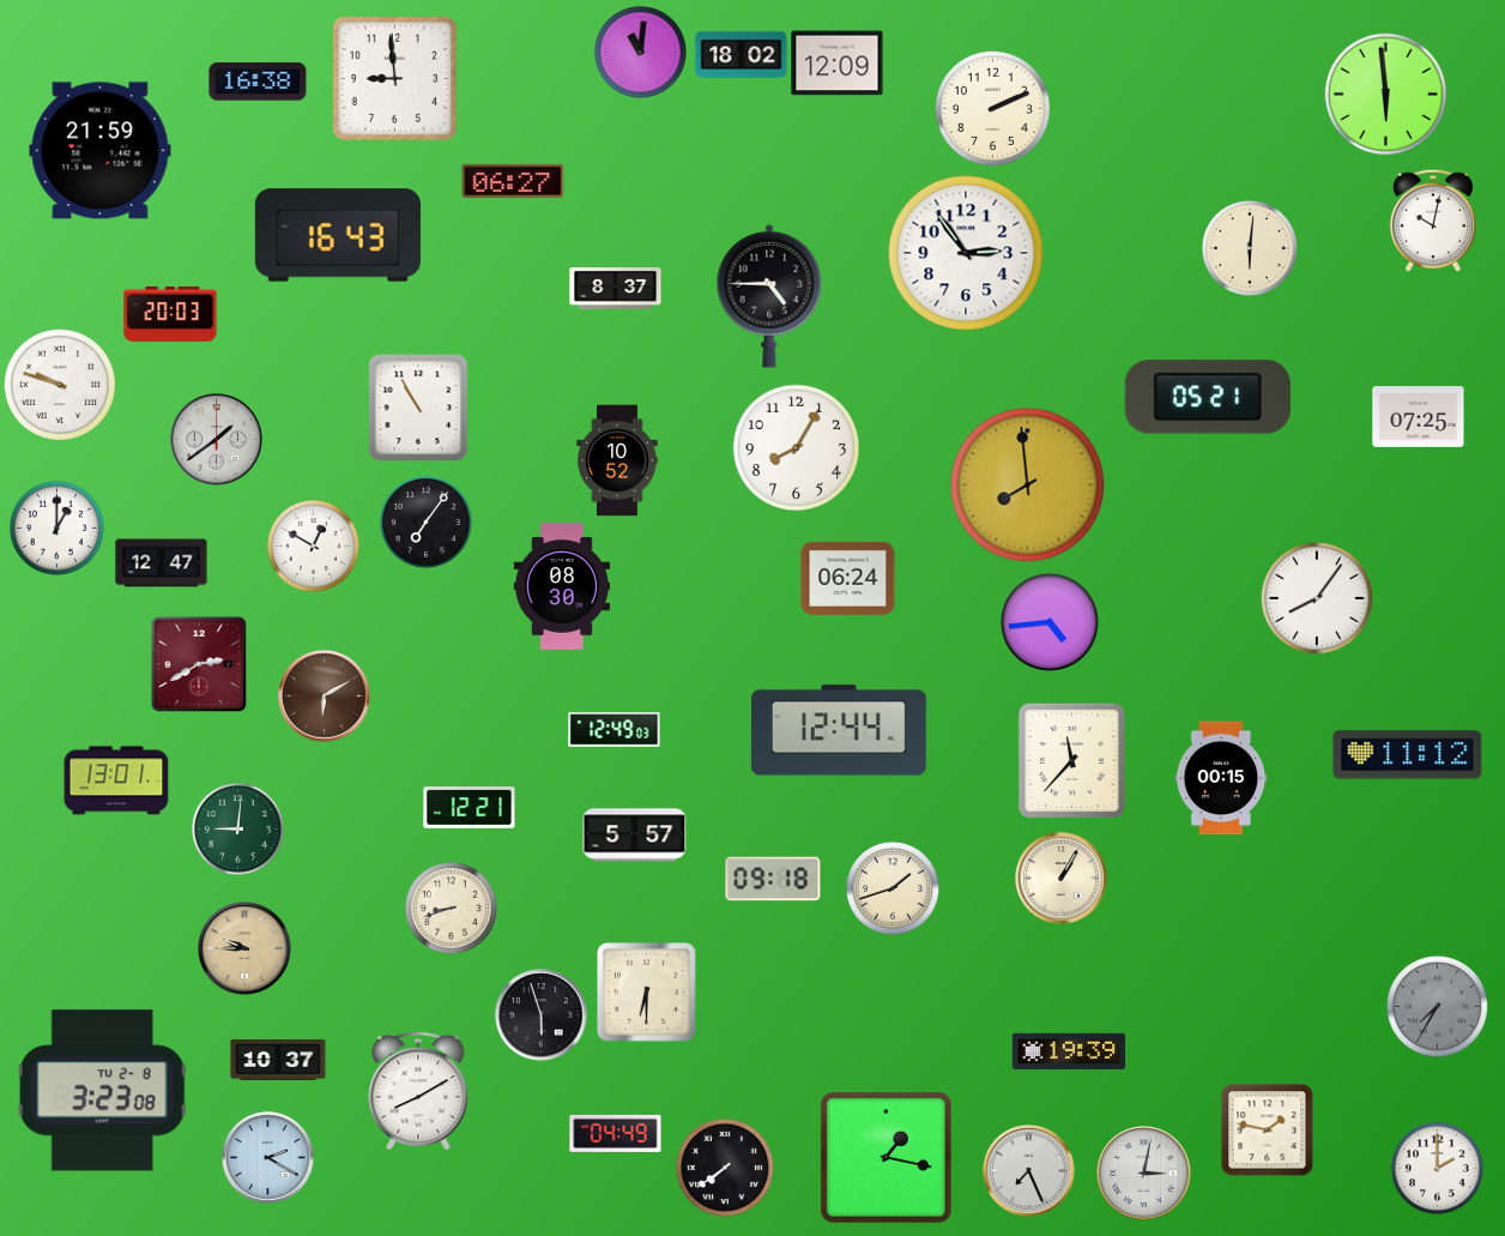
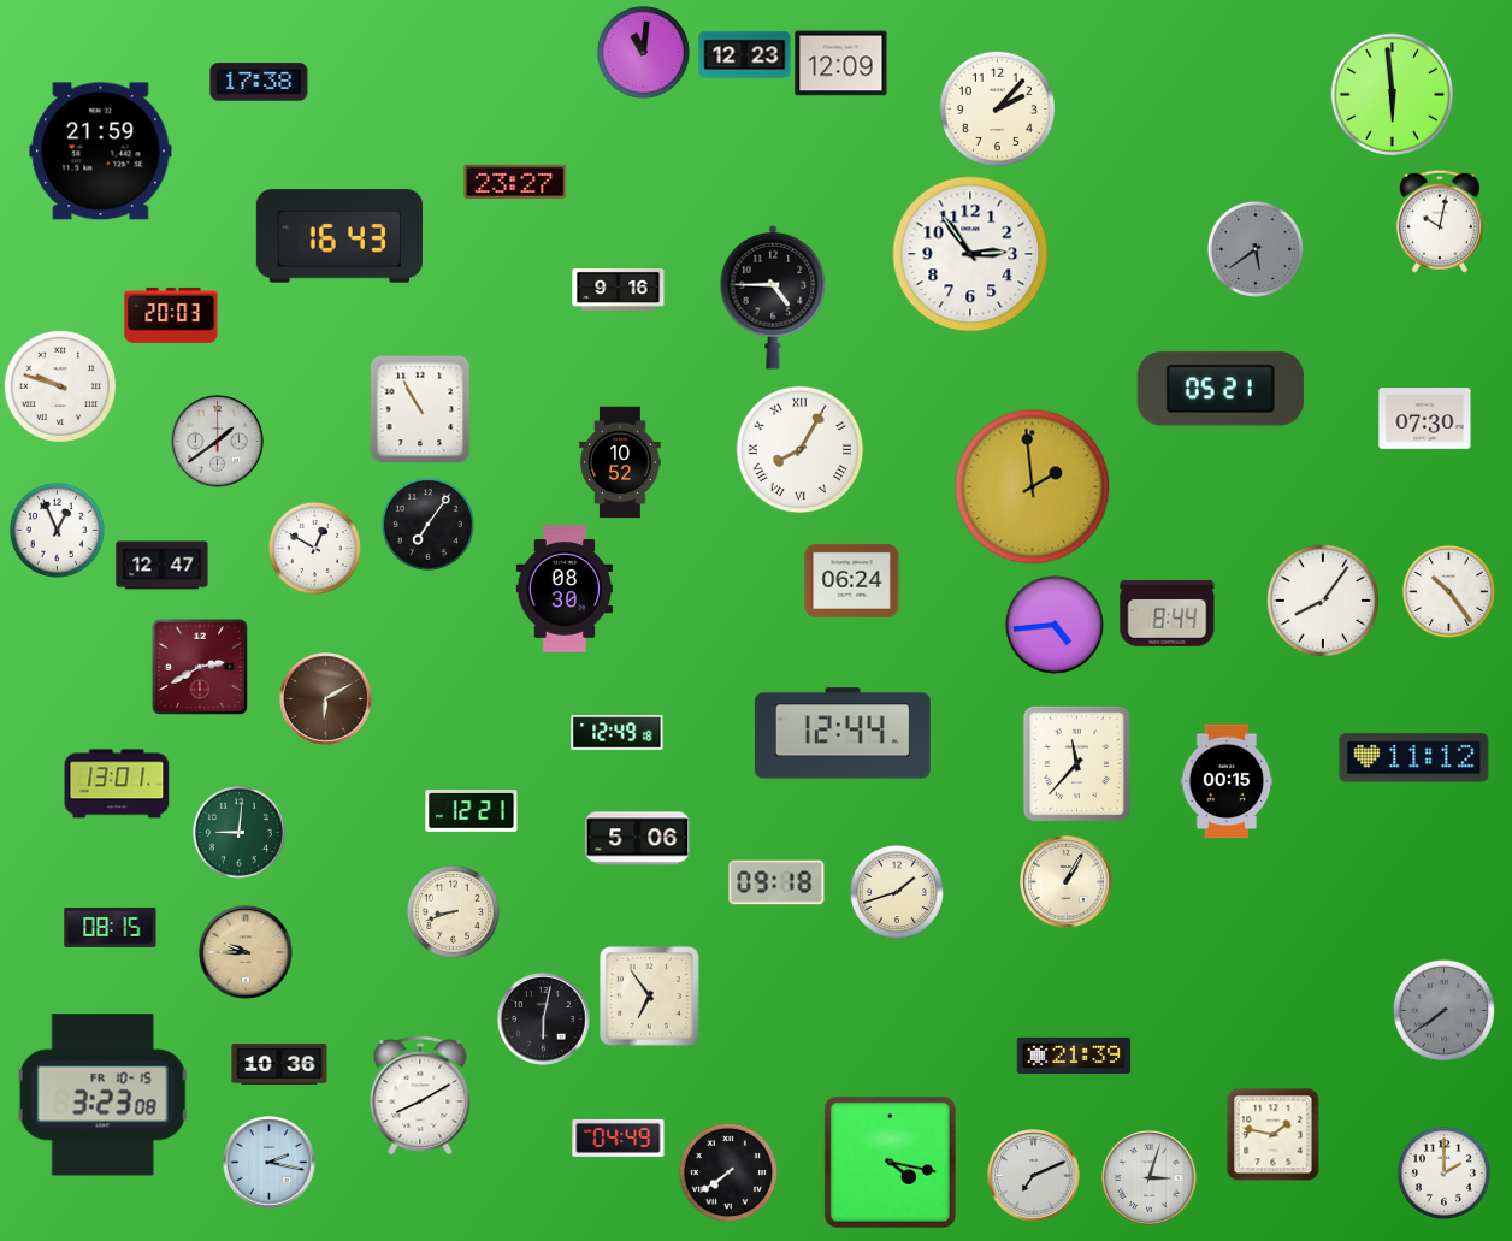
clock at (742, 55): 18:02 -> 12:23
clock at (394, 78): 8:59 -> none
clock at (258, 82): 16:38 -> 17:38
clock at (992, 108): 2:11 -> 2:07
clock at (513, 181): 06:27 -> 23:27
clock at (1250, 248): 6:01 -> 5:39
clock at (1250, 248) dial: cream -> grey
clock at (616, 289): 8:37 -> 9:16
clock at (1208, 397) position: (1208, 397) -> (1221, 389)
clock at (1419, 417): 07:25 -> 07:30
clock at (797, 448) numerals: Arabic -> Roman
clock at (1028, 486): 7:59 -> 1:59
clock at (56, 527): 1:00 -> 12:56
clock at (1448, 591): none -> 10:24
clock at (1168, 613): none -> 8:44
clock at (615, 730): 12:49:03 -> 12:49:18
clock at (635, 836): 5:57 -> 5:06
clock at (111, 927): none -> 08:15
clock at (647, 993): 6:30 -> 6:54
clock at (1437, 1006): 7:35 -> 7:39
clock at (542, 1015): 5:57 -> 6:02
clock at (1069, 1050): 19:39 -> 21:39
clock at (278, 1060): 10:37 -> 10:36
clock at (103, 1091) date: TU 2-8 -> FR 10-15
clock at (886, 1157): 1:17 -> 4:17
clock at (268, 1158): 2:20 -> 2:17
clock at (1029, 1171): 7:26 -> 7:11
clock at (1144, 1174): 3:02 -> 3:03
